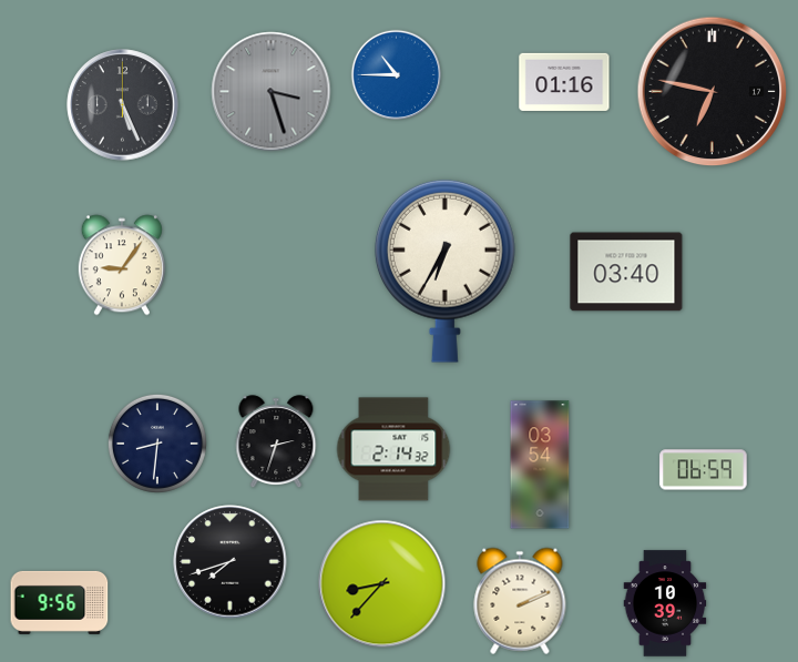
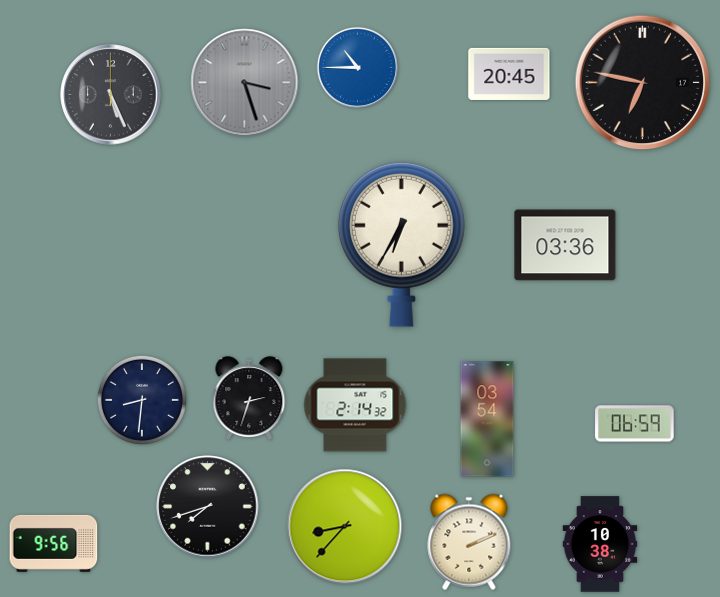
clock at (564, 81): 01:16 -> 20:45
clock at (122, 265): 9:06 -> none
clock at (626, 272): 03:40 -> 03:36
clock at (665, 603): 10:39 -> 10:38
